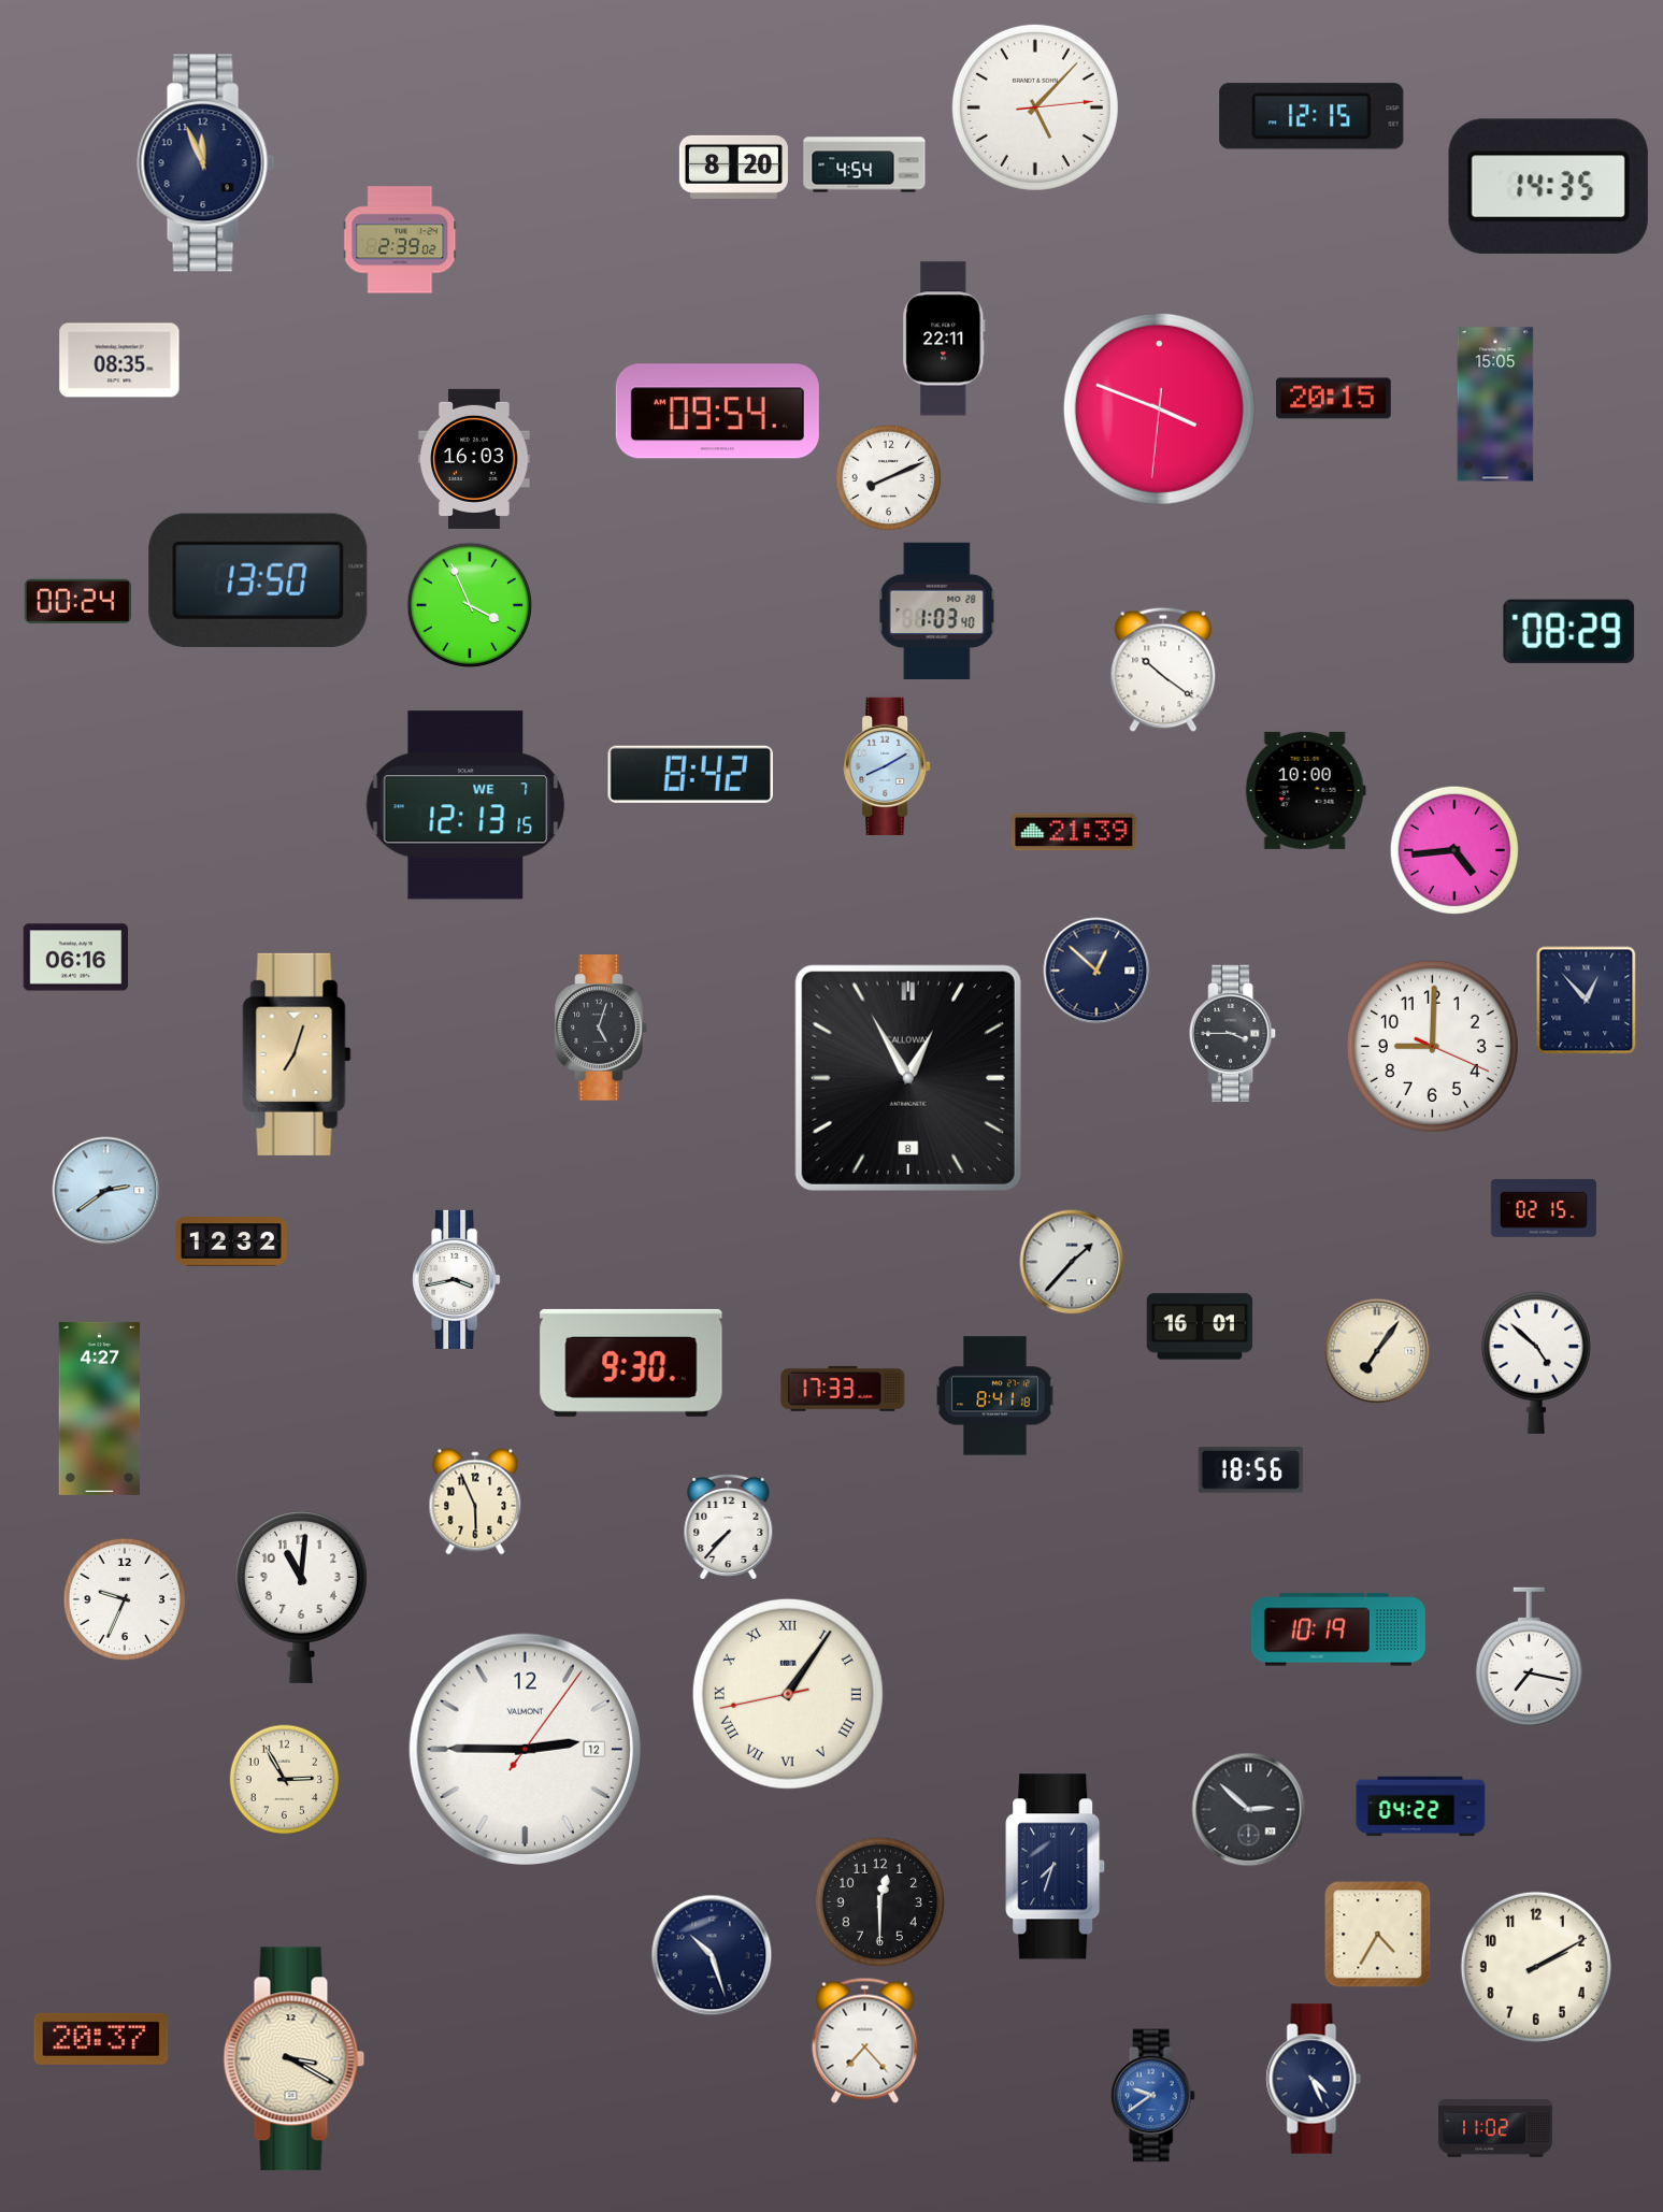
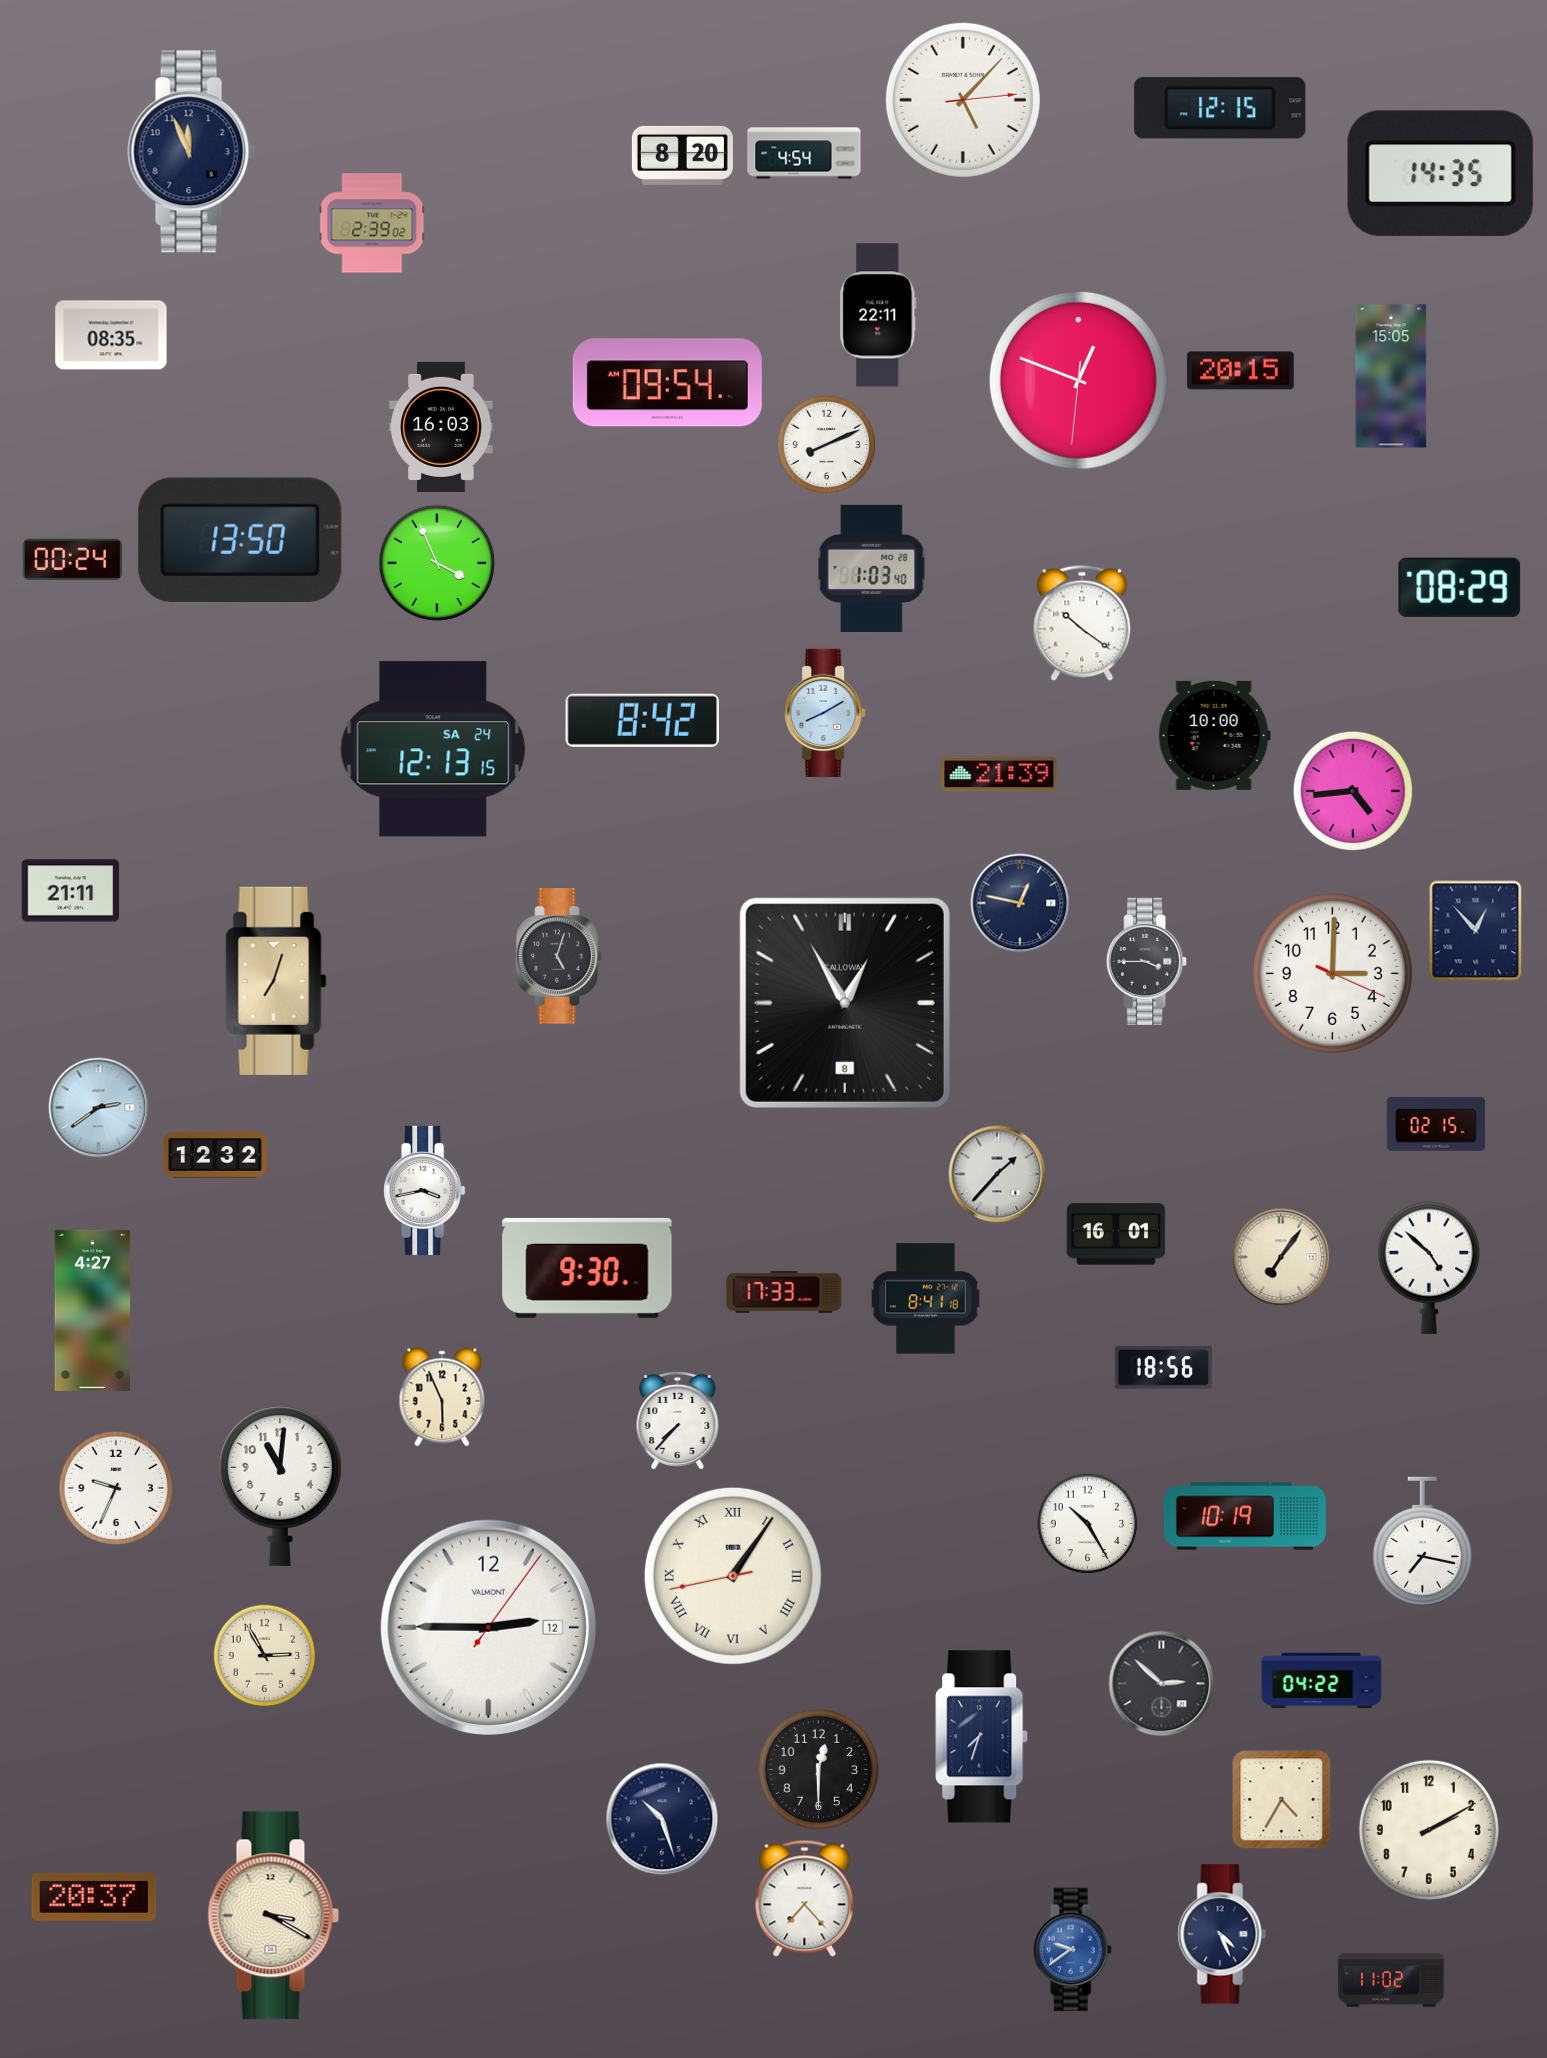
clock at (1159, 408): 3:48 -> 12:48
clock at (465, 805) date: WE 7 -> SA 24
clock at (76, 958): 06:16 -> 21:11
clock at (1096, 971): 12:52 -> 12:47
clock at (1432, 1046): 9:00 -> 3:00
clock at (1088, 1524): none -> 10:25
